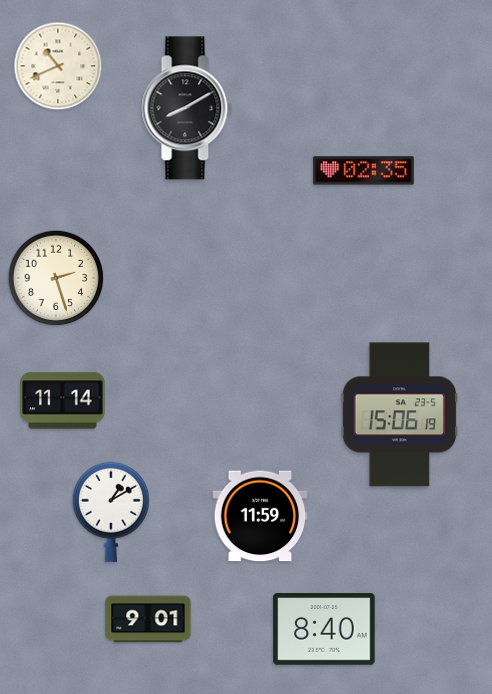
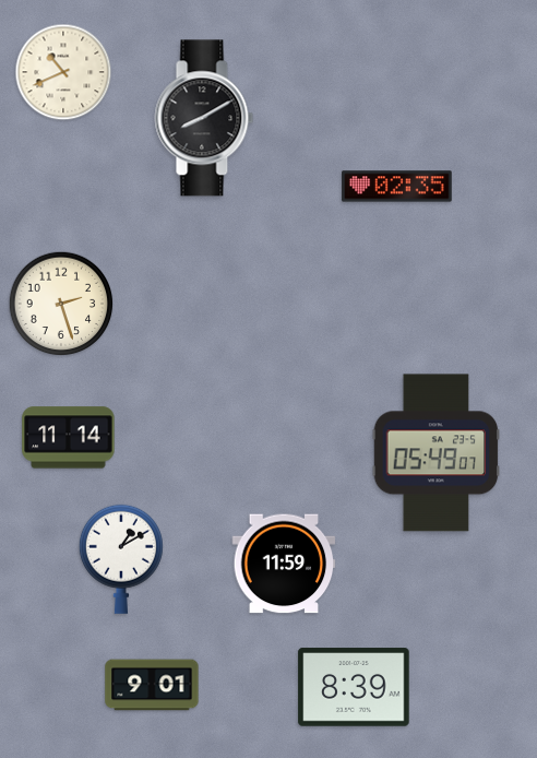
clock at (400, 415): 15:06 -> 05:49
clock at (148, 619) position: (148, 619) -> (152, 685)
clock at (324, 629): 8:40 -> 8:39
